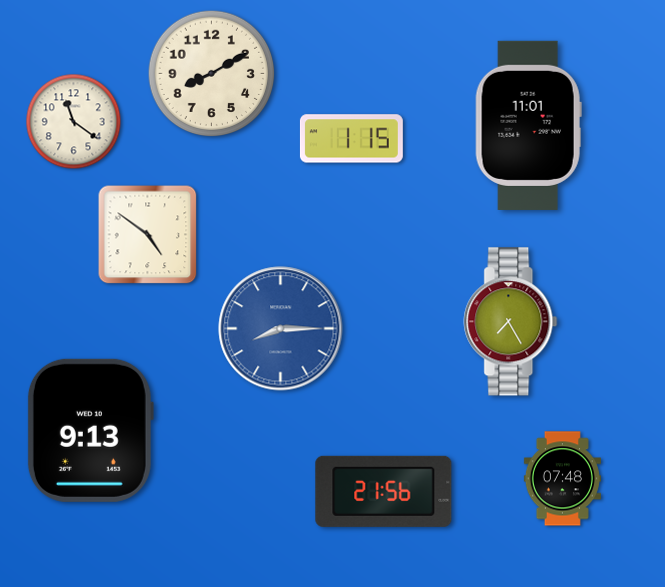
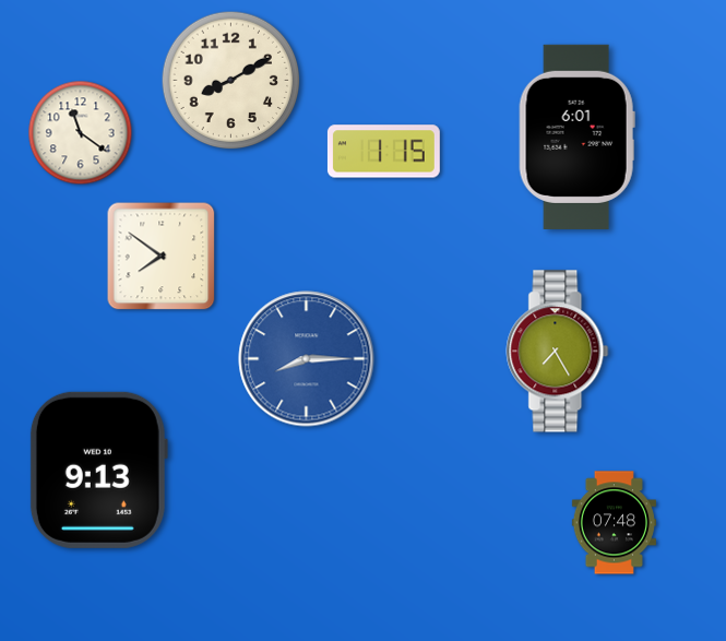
clock at (528, 125): 11:01 -> 6:01
clock at (148, 235): 4:51 -> 7:51
clock at (384, 491): 21:56 -> none
